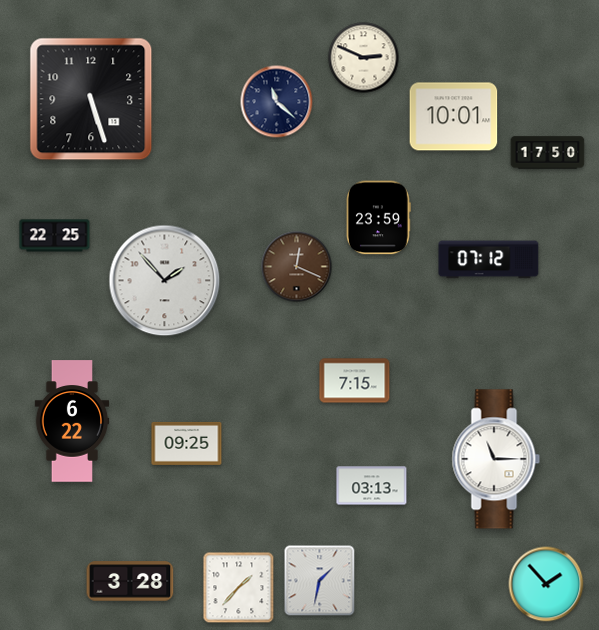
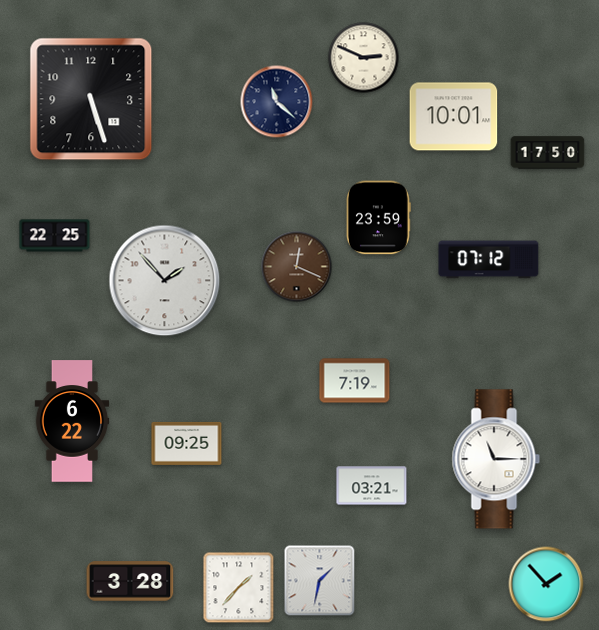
clock at (355, 381): 7:15 -> 7:19
clock at (372, 486): 03:13 -> 03:21
